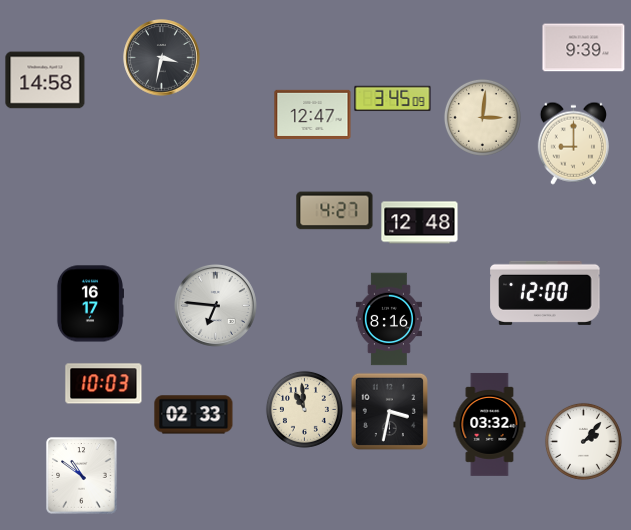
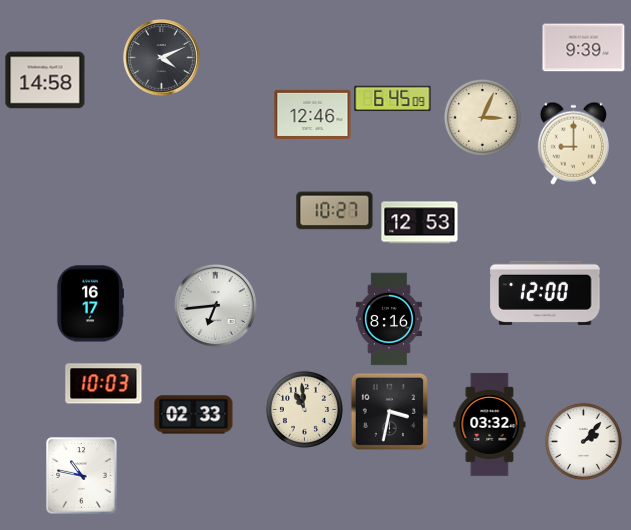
clock at (162, 58): 3:32 -> 4:11
clock at (393, 99): 3:45 -> 6:45
clock at (313, 114): 12:47 -> 12:46
clock at (482, 117): 3:01 -> 3:04
clock at (335, 211): 4:27 -> 10:27
clock at (420, 223): 12:48 -> 12:53
clock at (215, 305): 6:46 -> 6:44
clock at (82, 476): 10:51 -> 10:47
